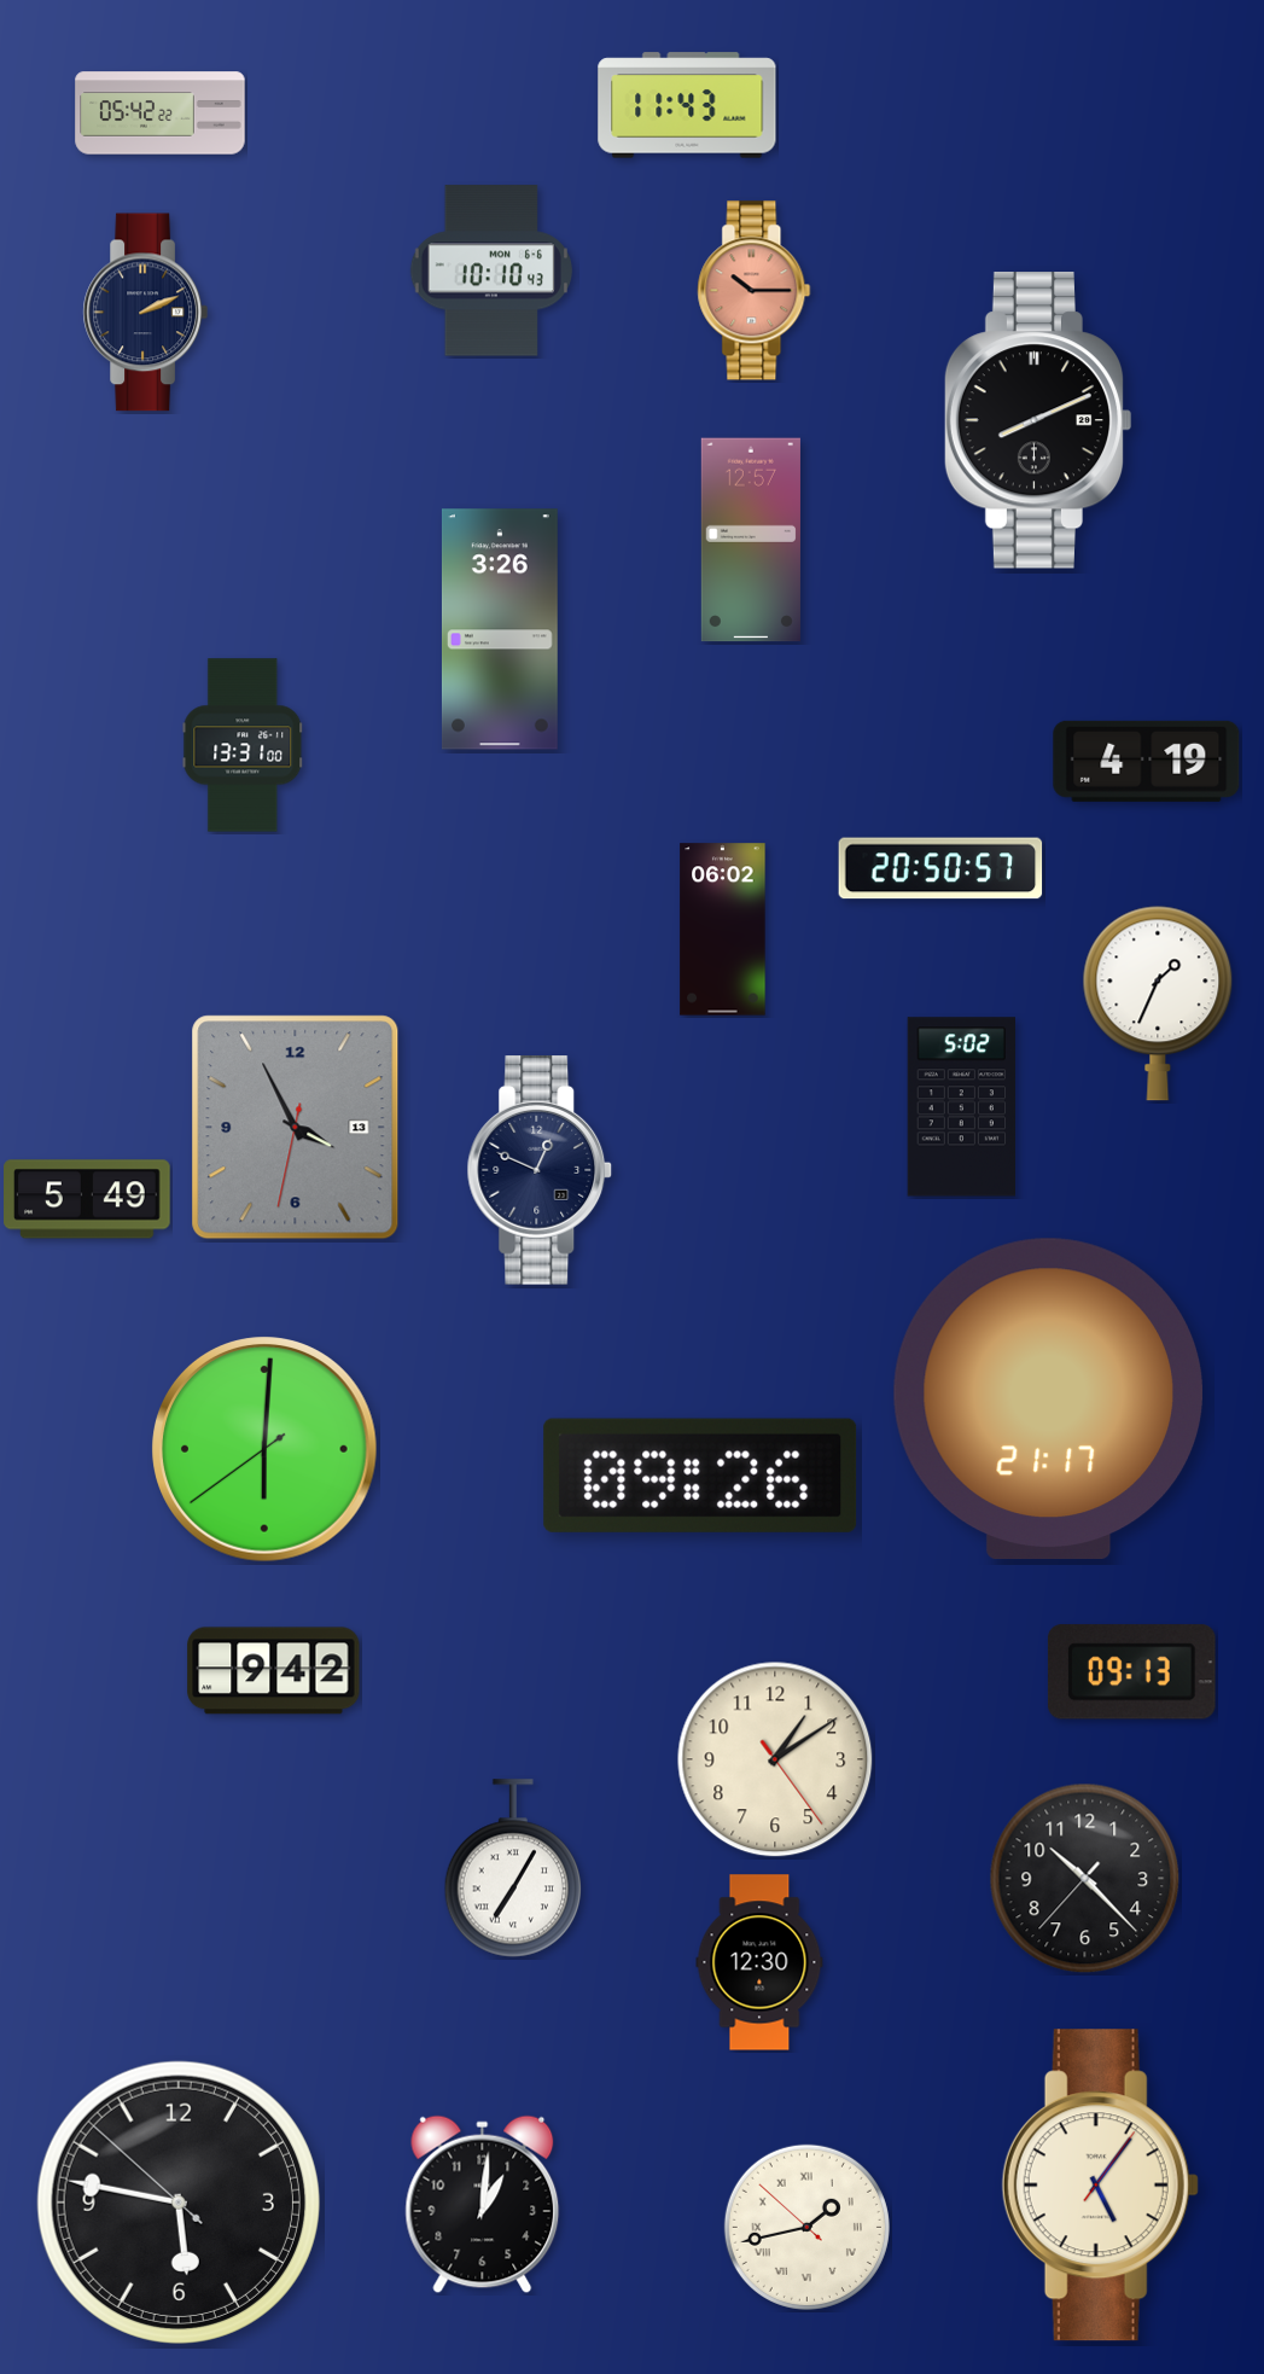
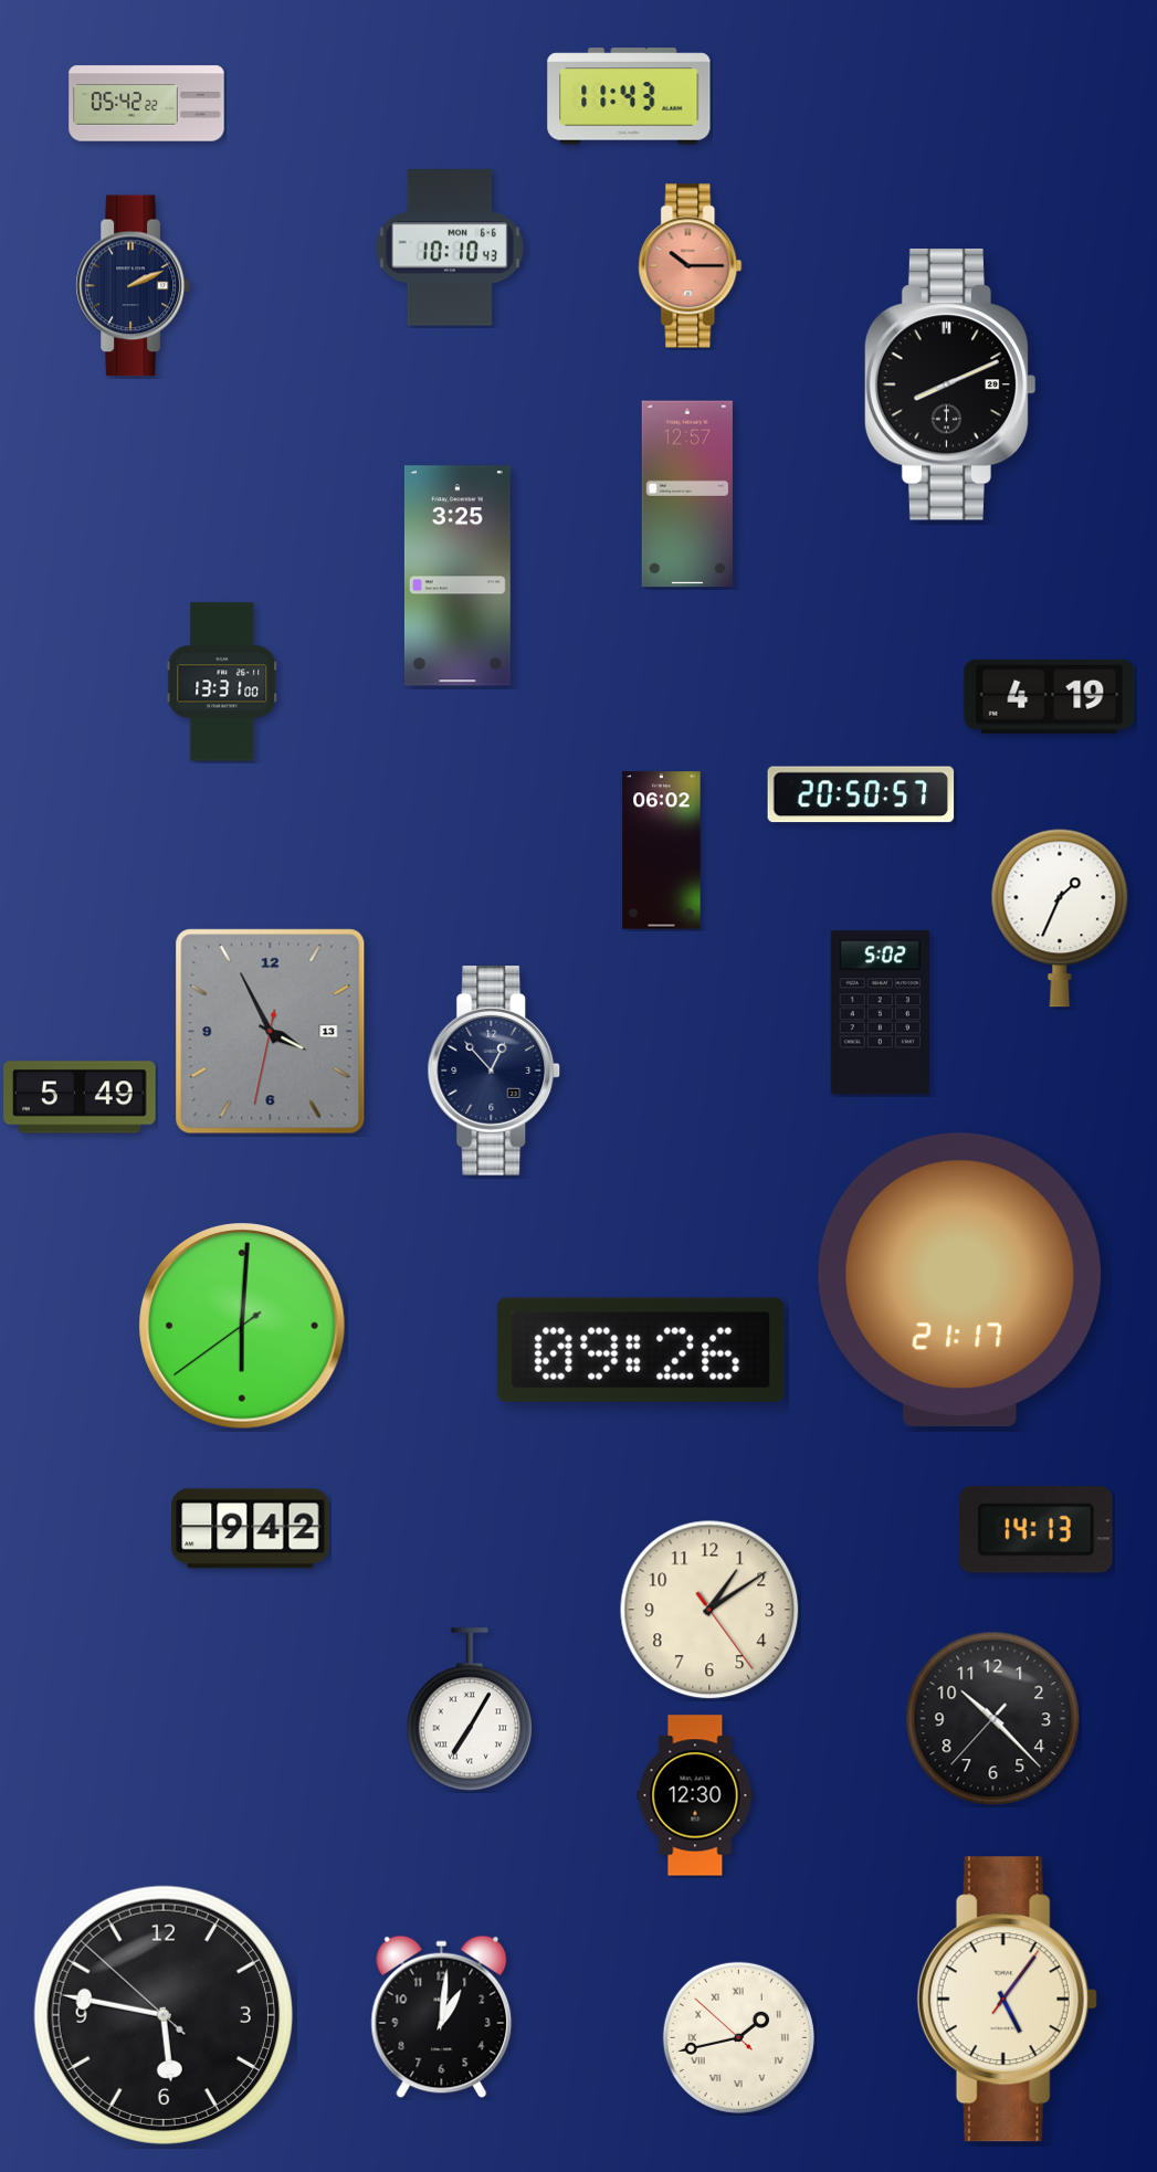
clock at (500, 629): 3:26 -> 3:25
clock at (540, 1171): 12:49 -> 12:53
clock at (1131, 1672): 09:13 -> 14:13
